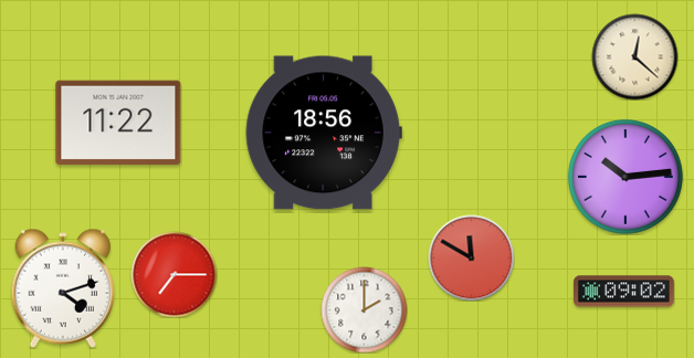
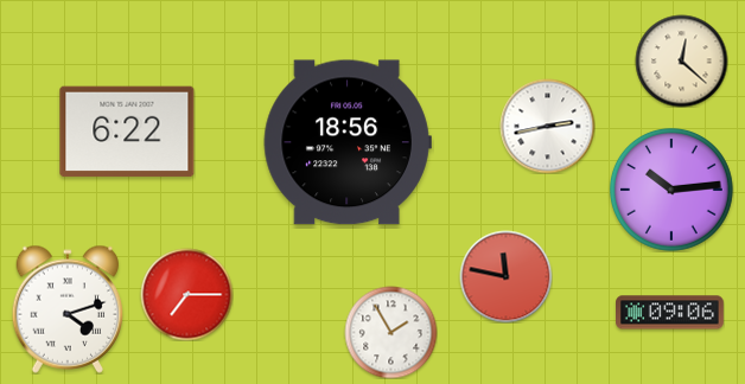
clock at (547, 126): none -> 2:43
clock at (118, 123): 11:22 -> 6:22
clock at (471, 257): 11:50 -> 11:47
clock at (624, 292): 09:02 -> 09:06
clock at (364, 309): 2:00 -> 1:55
